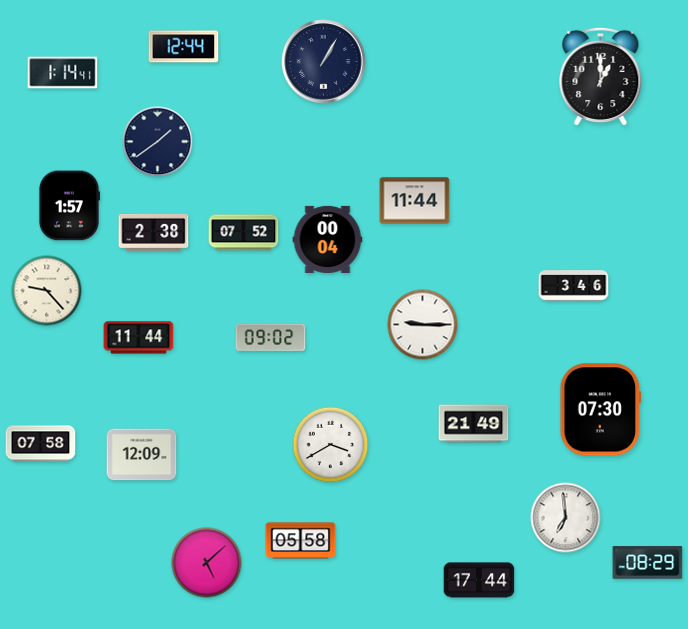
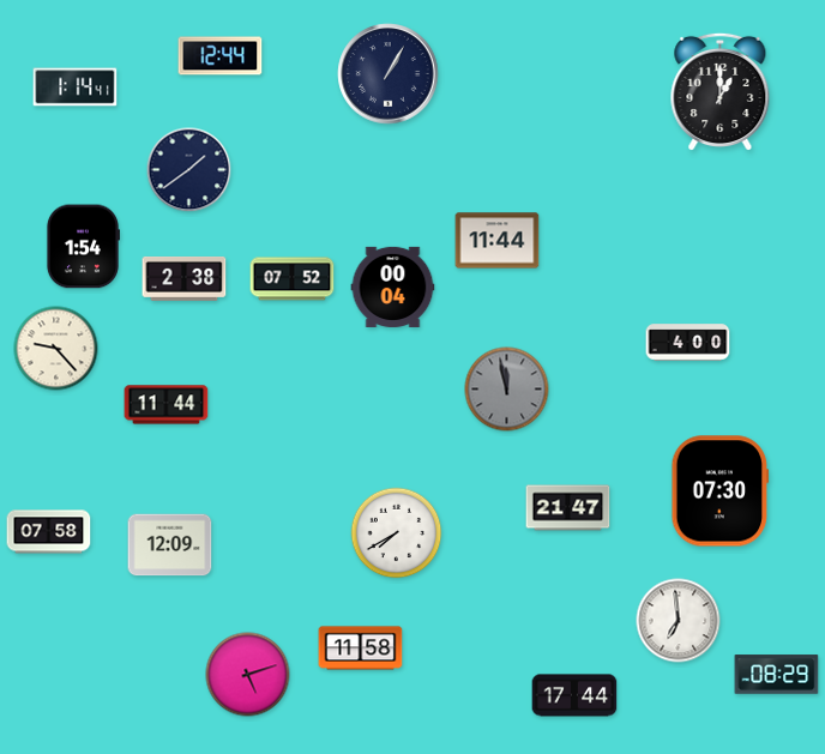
clock at (68, 206): 1:57 -> 1:54
clock at (574, 286): 3:46 -> 4:00
clock at (423, 325): 9:15 -> 11:58
clock at (423, 325) dial: white -> grey
clock at (271, 337): 09:02 -> none
clock at (474, 424): 21:49 -> 21:47
clock at (331, 445): 3:40 -> 7:40
clock at (301, 541): 05:58 -> 11:58
clock at (207, 563): 5:08 -> 5:12
